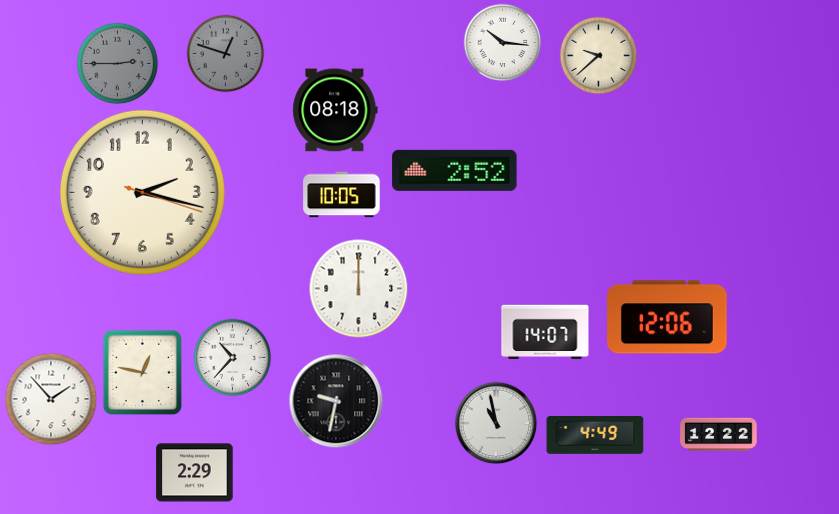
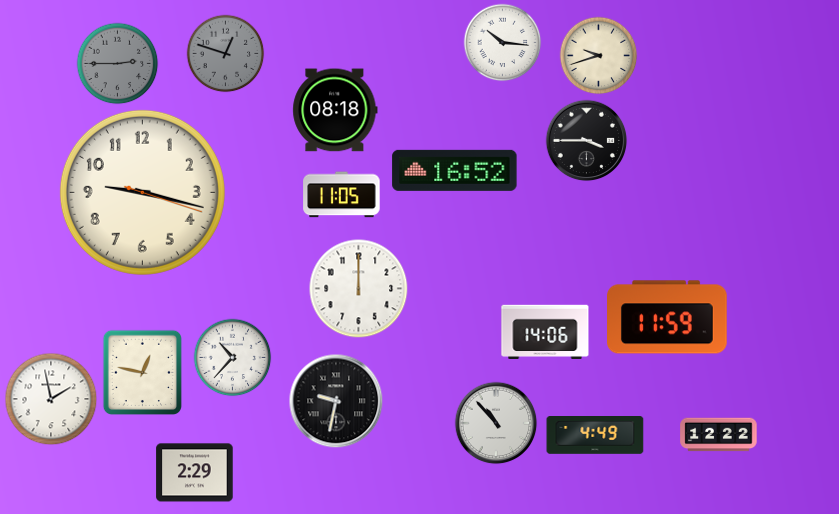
clock at (598, 55): 9:38 -> 9:42
clock at (586, 140): none -> 3:45
clock at (455, 170): 2:52 -> 16:52
clock at (142, 192): 2:17 -> 9:17
clock at (342, 195): 10:05 -> 11:05
clock at (668, 317): 12:06 -> 11:59
clock at (545, 331): 14:07 -> 14:06
clock at (51, 399): 1:53 -> 1:58
clock at (496, 423): 10:58 -> 10:53
